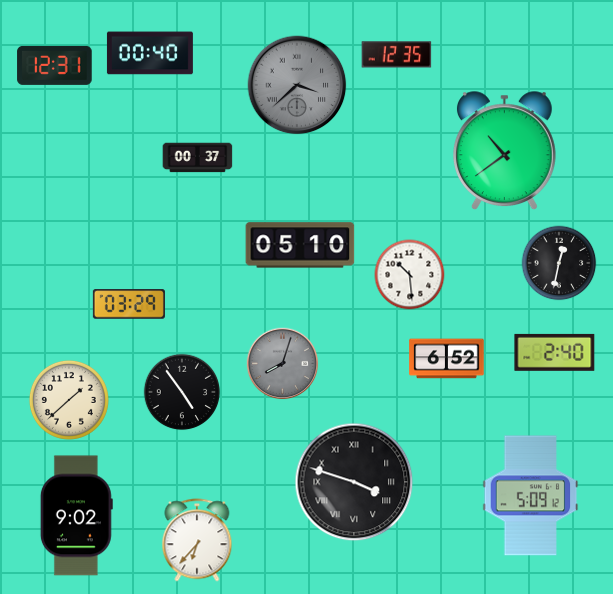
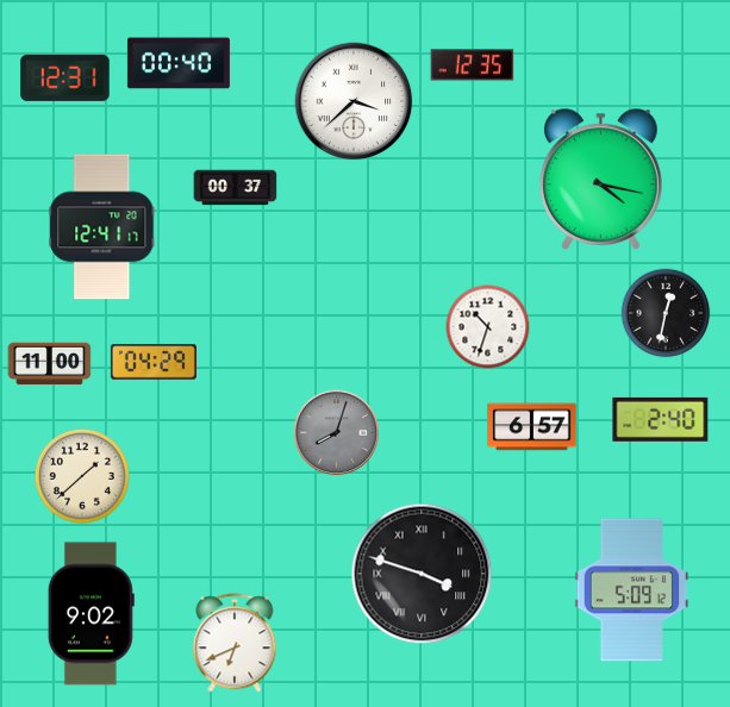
clock at (297, 85) dial: grey -> white
clock at (504, 150): 10:39 -> 4:17
clock at (102, 227): none -> 12:41
clock at (300, 245): 05:10 -> none
clock at (410, 275): 10:29 -> 10:33
clock at (129, 304): 03:29 -> 04:29
clock at (50, 364): none -> 11:00
clock at (447, 359): 6:52 -> 6:57
clock at (182, 392): 4:54 -> none
clock at (197, 540): 6:37 -> 6:41
